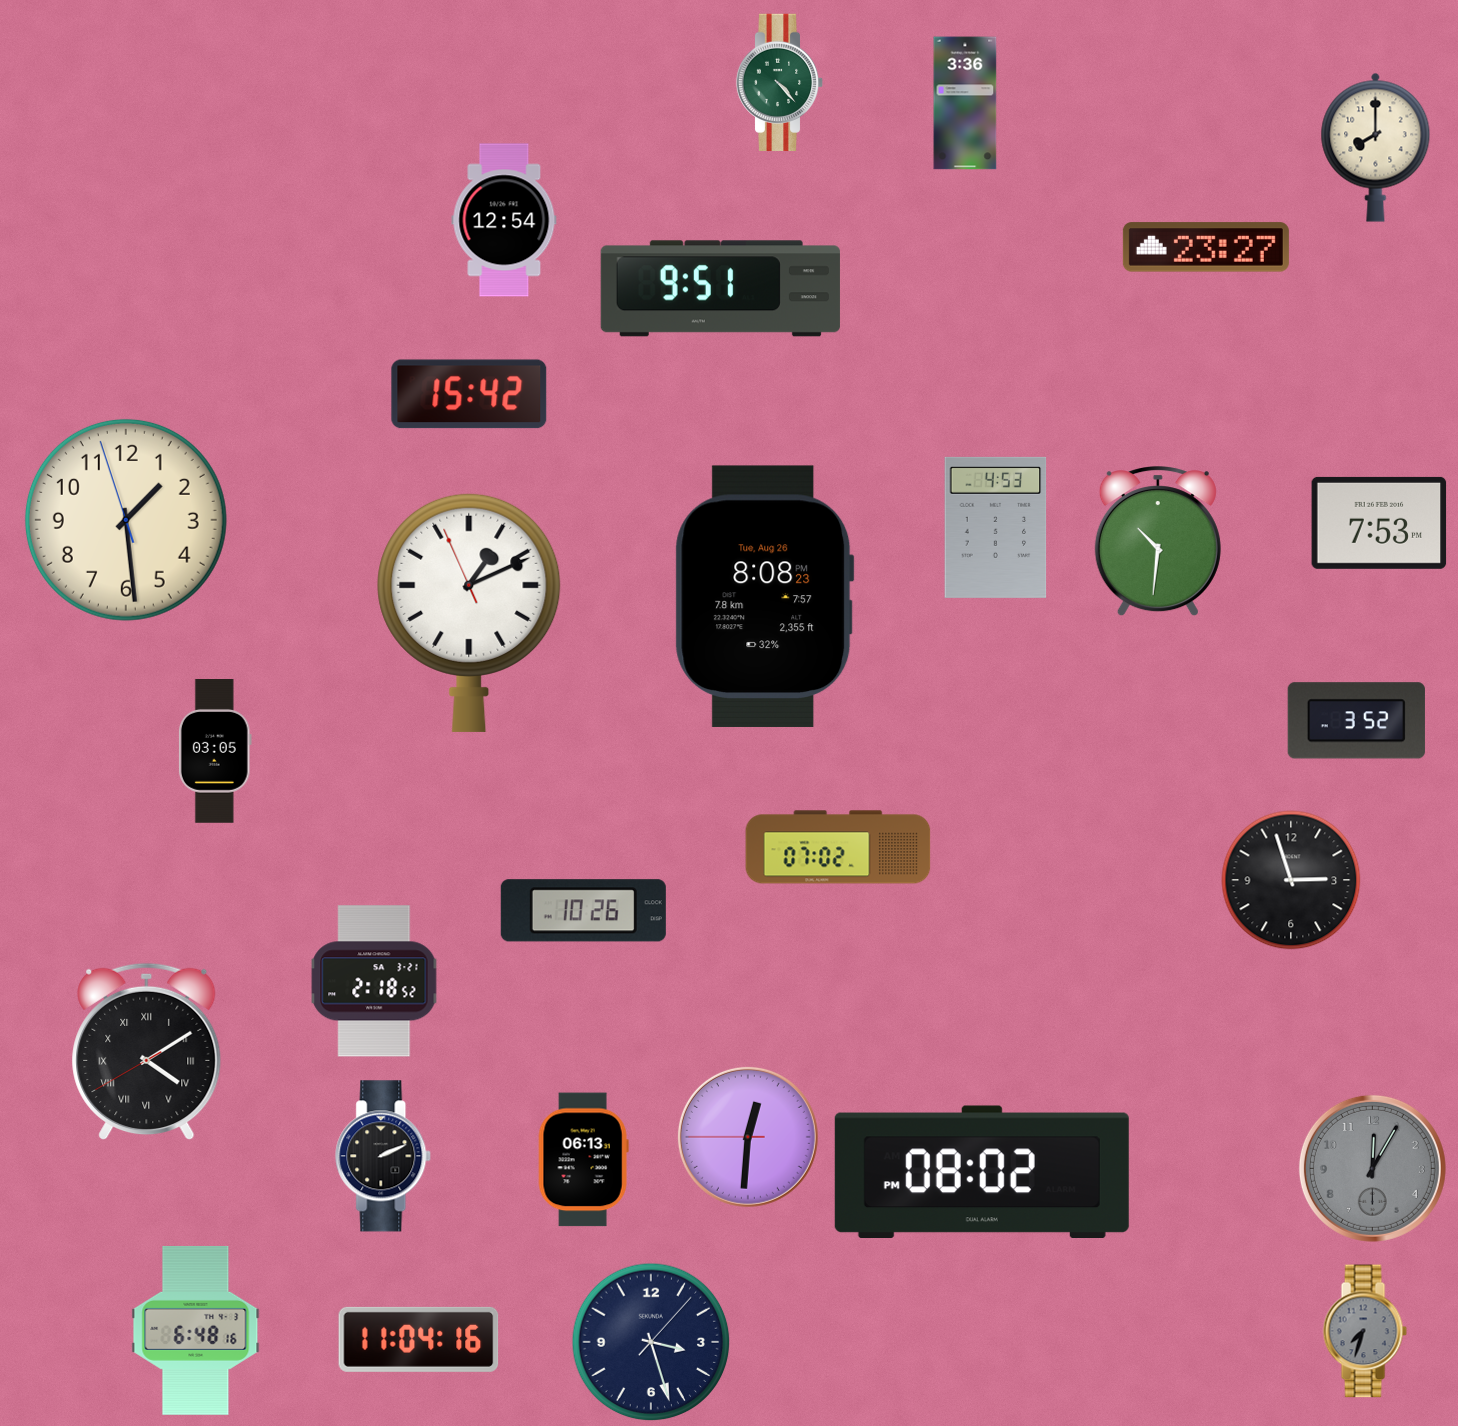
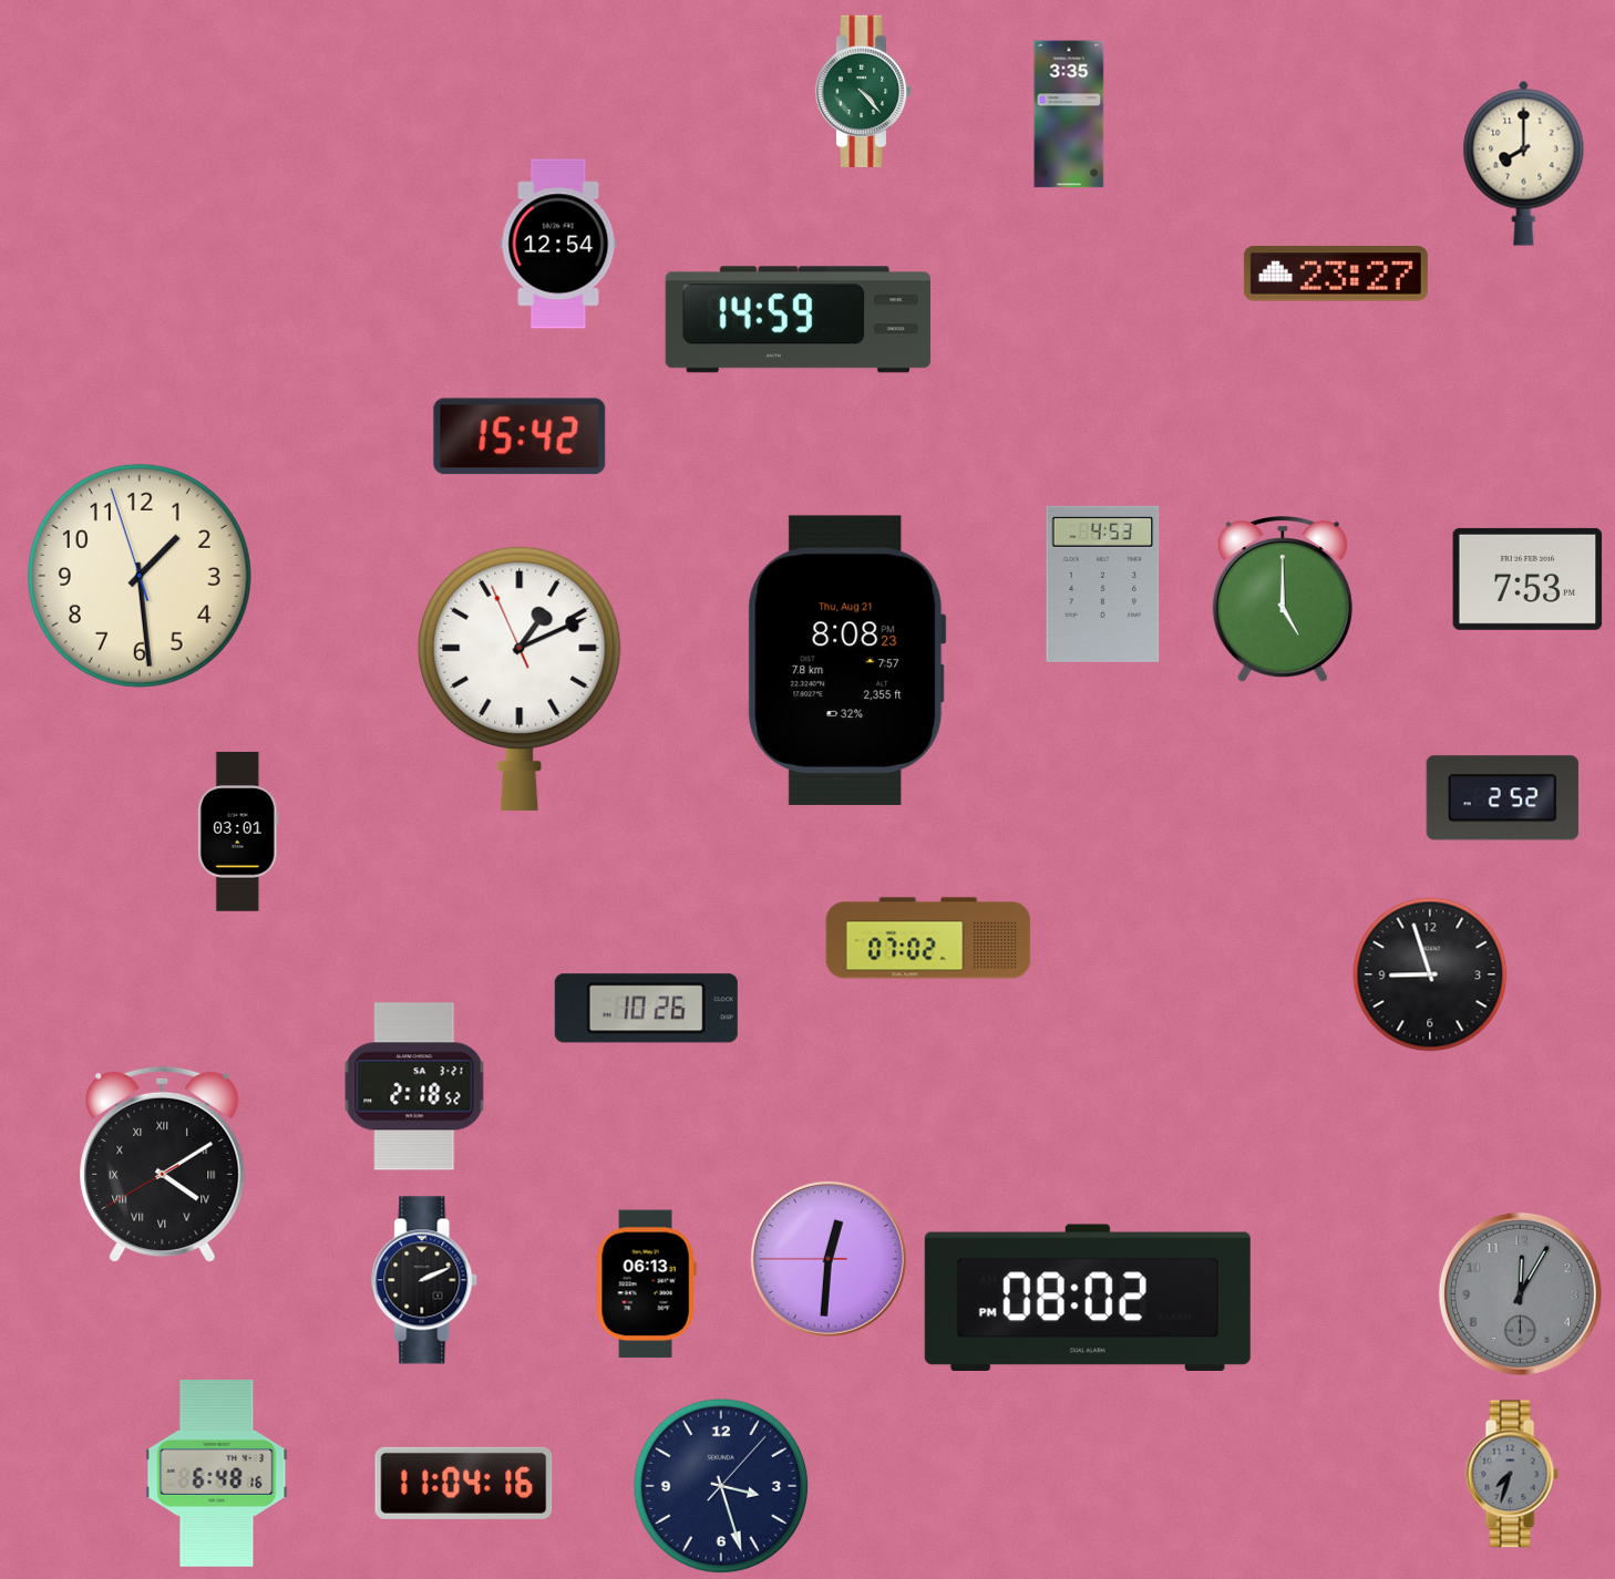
clock at (965, 103): 3:36 -> 3:35
clock at (720, 289): 9:51 -> 14:59
clock at (1158, 542): 10:31 -> 5:00
clock at (765, 596) date: Tue, Aug 26 -> Thu, Aug 21
clock at (1356, 721): 3:52 -> 2:52
clock at (215, 752): 03:05 -> 03:01
clock at (1291, 880): 2:57 -> 8:57
